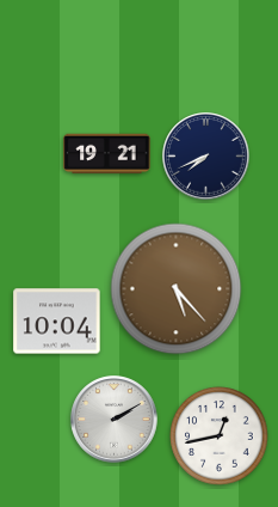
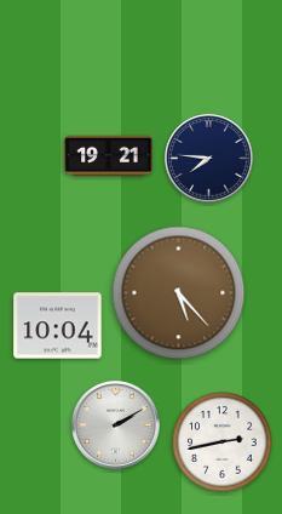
clock at (206, 157): 7:41 -> 7:46
clock at (220, 436): 12:43 -> 2:43
